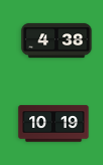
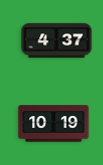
clock at (57, 41): 4:38 -> 4:37
